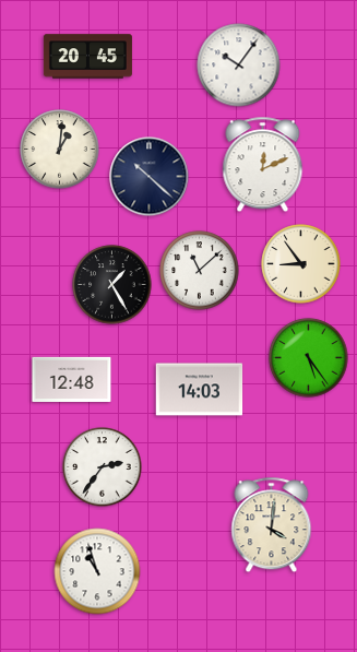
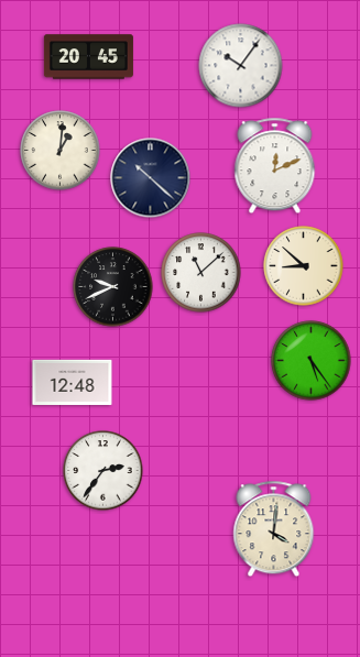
clock at (263, 165) position: (263, 165) -> (275, 166)
clock at (301, 264): 8:54 -> 8:52
clock at (112, 285): 1:25 -> 9:41
clock at (200, 390): 14:03 -> none
clock at (97, 571): 10:57 -> none
